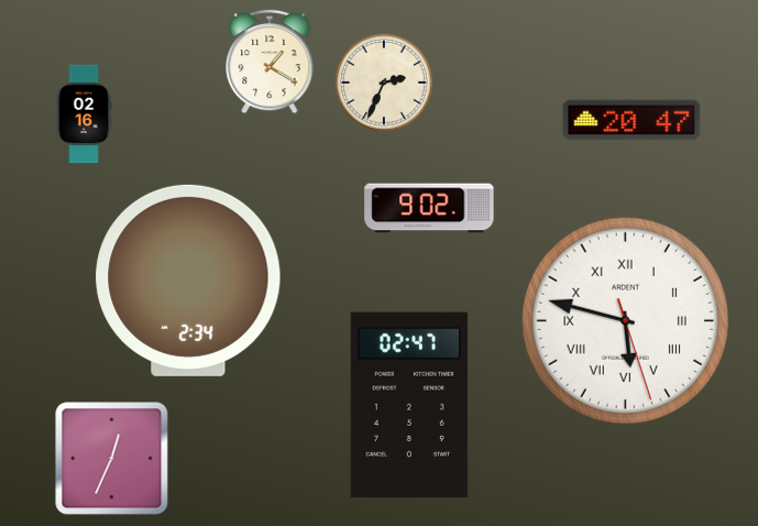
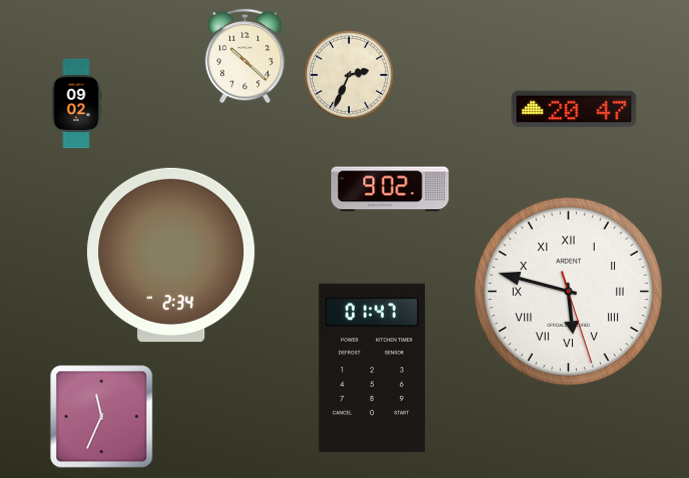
clock at (270, 62): 1:20 -> 10:22
clock at (84, 114): 02:16 -> 09:02
clock at (409, 405): 02:47 -> 01:47
clock at (112, 459): 12:34 -> 11:34
